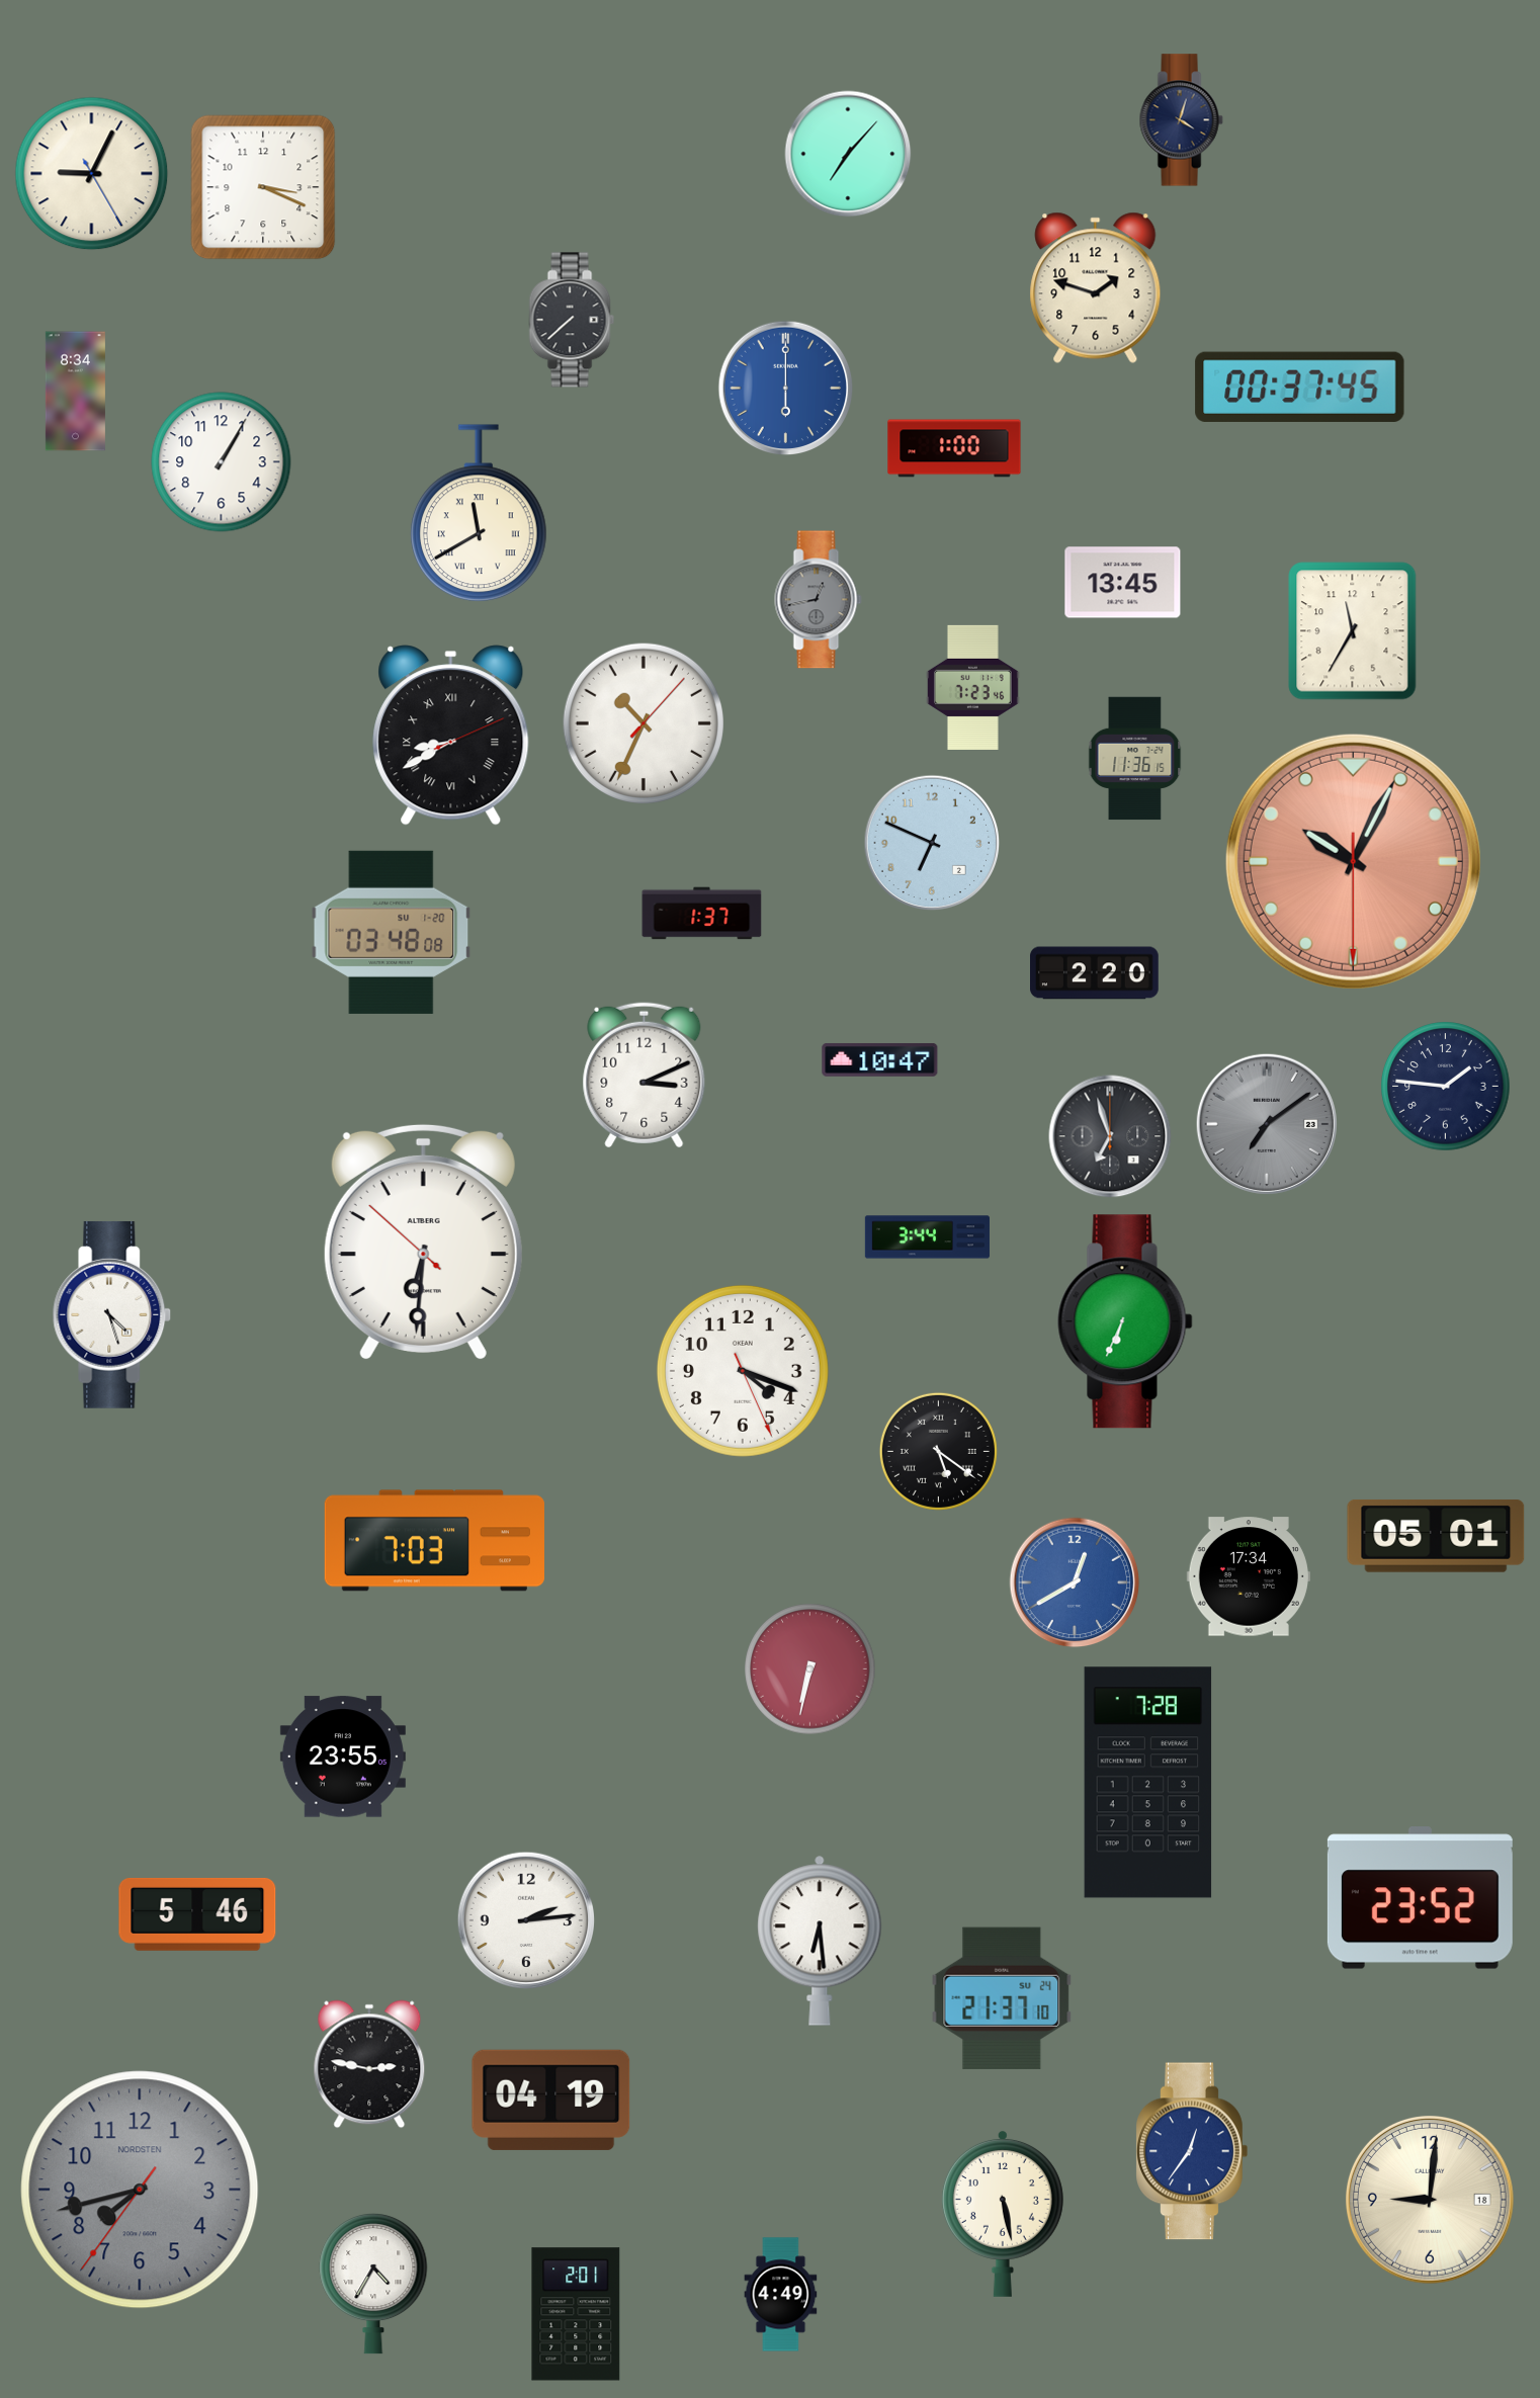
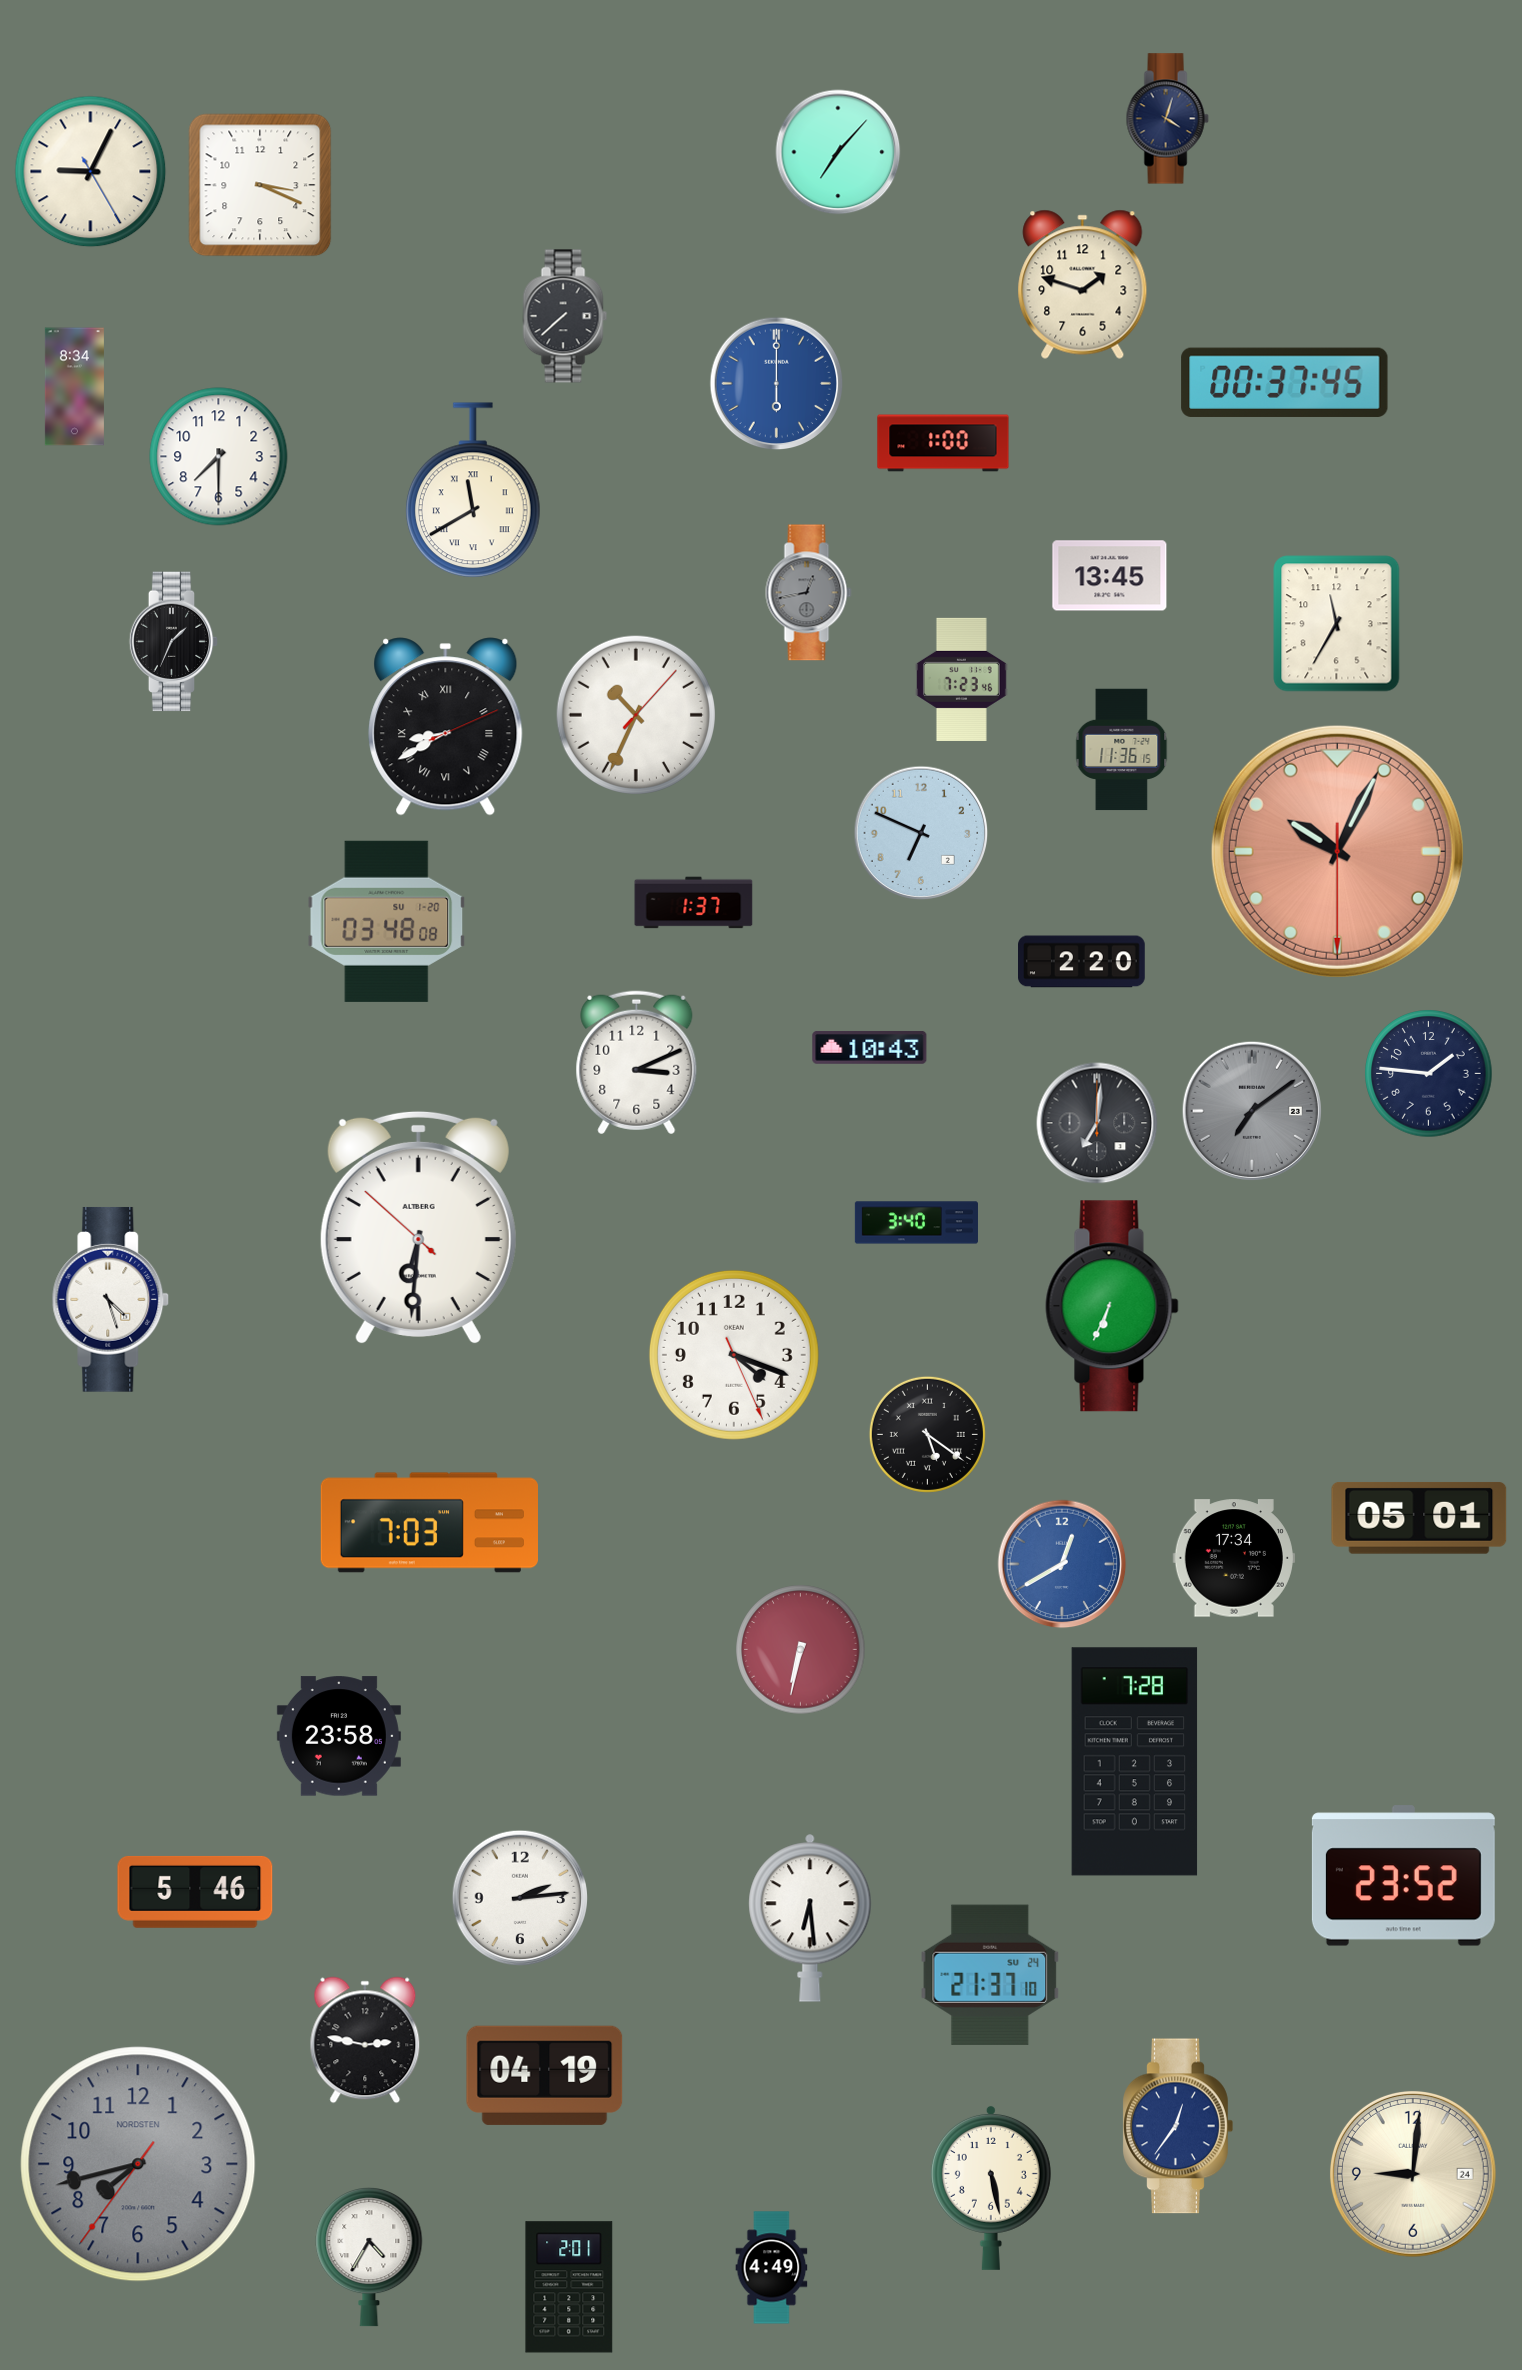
clock at (222, 462): 1:05 -> 7:30
clock at (479, 514) position: (479, 514) -> (473, 491)
clock at (174, 642): none -> 1:34
clock at (880, 1060): 10:47 -> 10:43
clock at (1110, 1136): 6:57 -> 7:01
clock at (927, 1237): 3:44 -> 3:40
clock at (343, 1757): 23:55 -> 23:58
clock at (1430, 2200) date: 18 -> 24
